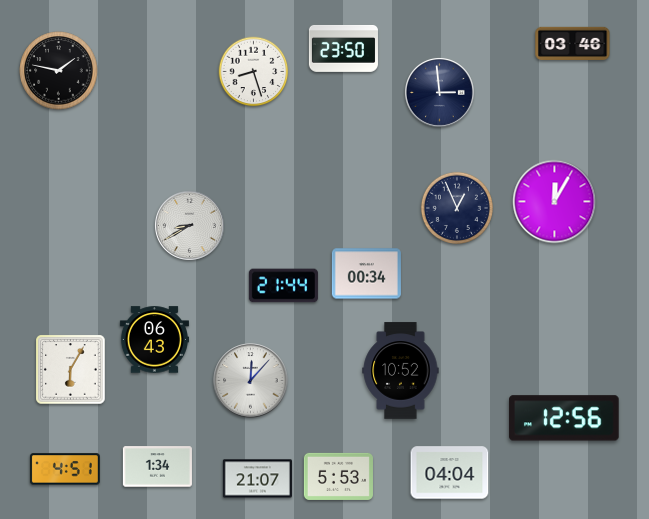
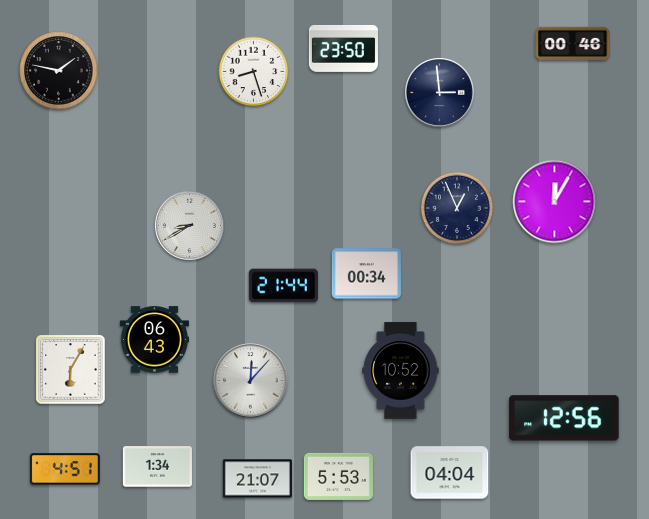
clock at (573, 43): 03:46 -> 00:46
